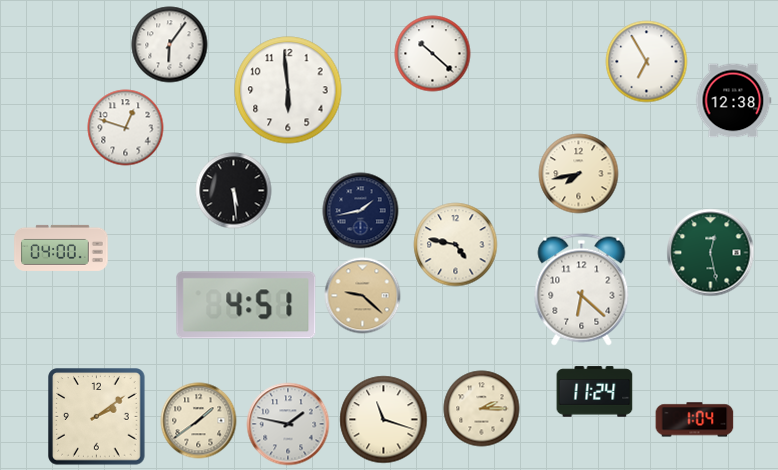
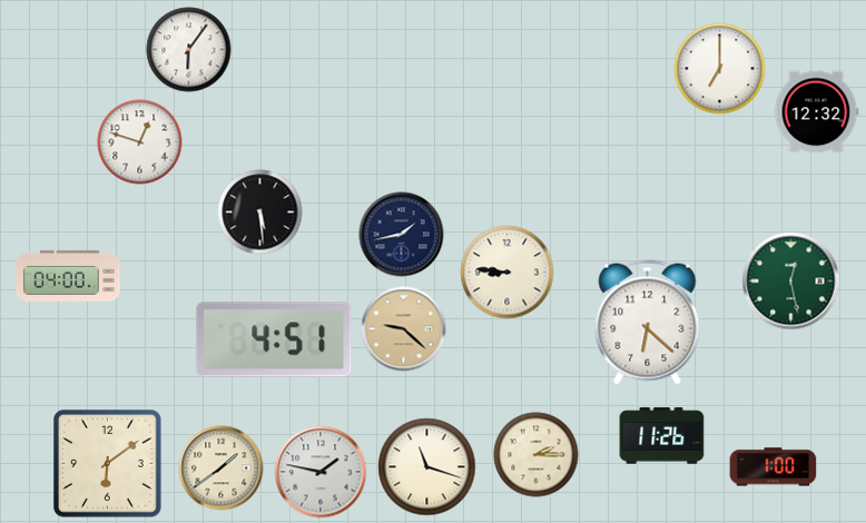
clock at (433, 54): 10:22 -> none
clock at (647, 62): 6:55 -> 7:00
clock at (288, 90): 5:59 -> none
clock at (733, 101): 12:38 -> 12:32
clock at (579, 174): 7:43 -> none
clock at (456, 245): 4:47 -> 8:46
clock at (595, 392): 11:24 -> 11:26
clock at (97, 417): 2:09 -> 6:09
clock at (695, 420): 1:04 -> 1:00
